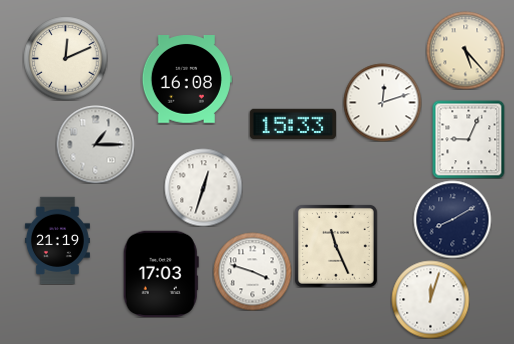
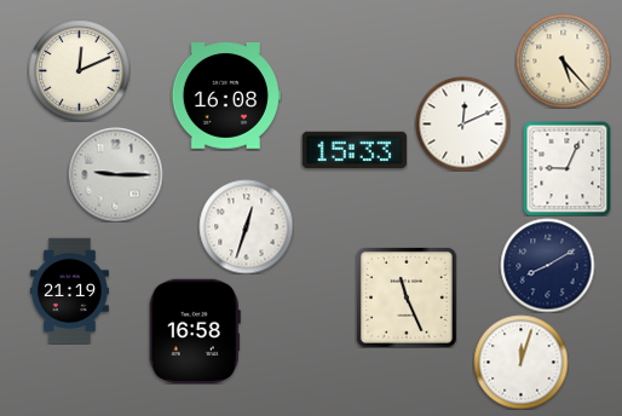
clock at (382, 102): 12:12 -> 12:11
clock at (95, 144): 1:15 -> 9:15
clock at (252, 271): 3:48 -> none
clock at (161, 273): 17:03 -> 16:58
